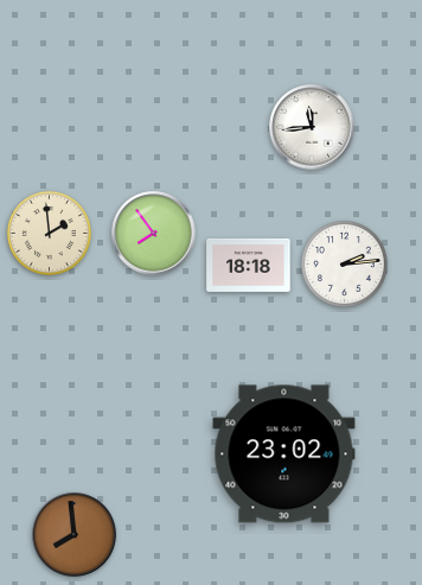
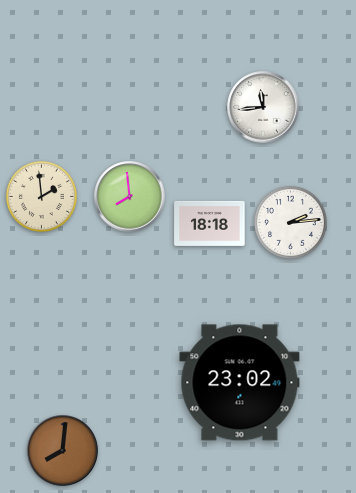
clock at (154, 234): 7:54 -> 7:59
clock at (75, 535): 7:59 -> 8:01
